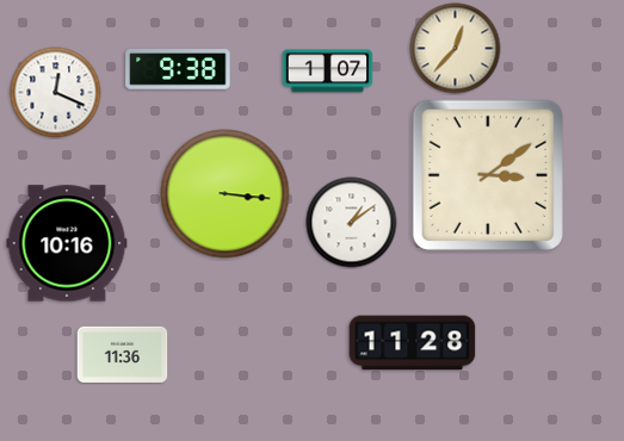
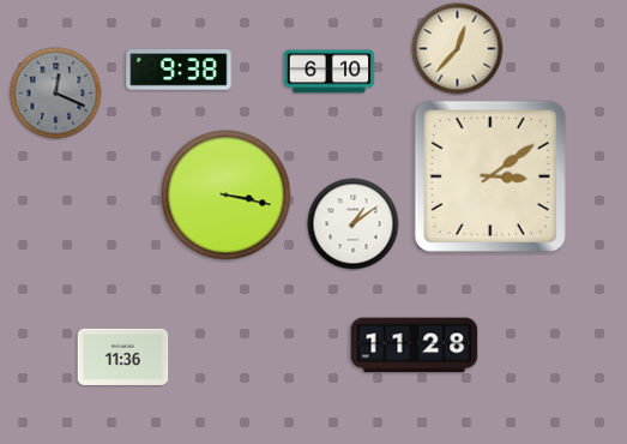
clock at (328, 72): 1:07 -> 6:10
clock at (56, 93) dial: white -> grey
clock at (225, 194): 3:16 -> 3:17
clock at (67, 243): 10:16 -> none
